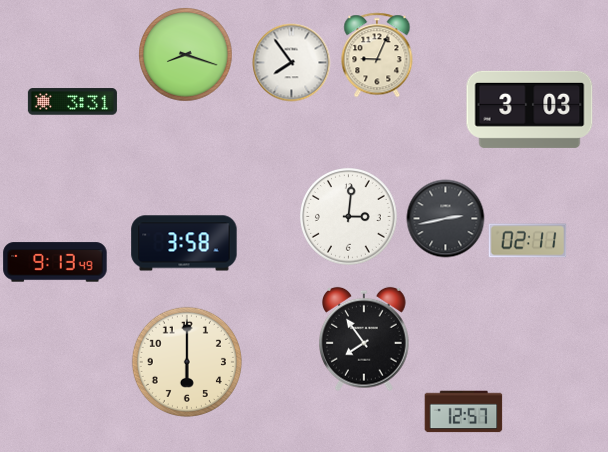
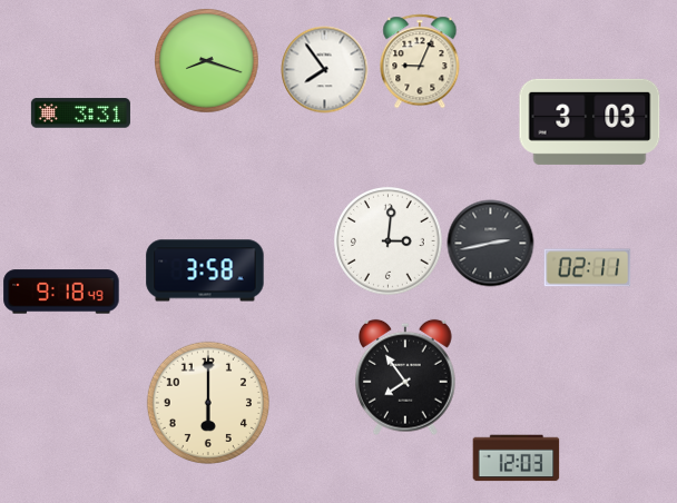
clock at (445, 218) position: (445, 218) -> (490, 243)
clock at (55, 262): 9:13 -> 9:18
clock at (463, 412): 12:57 -> 12:03
